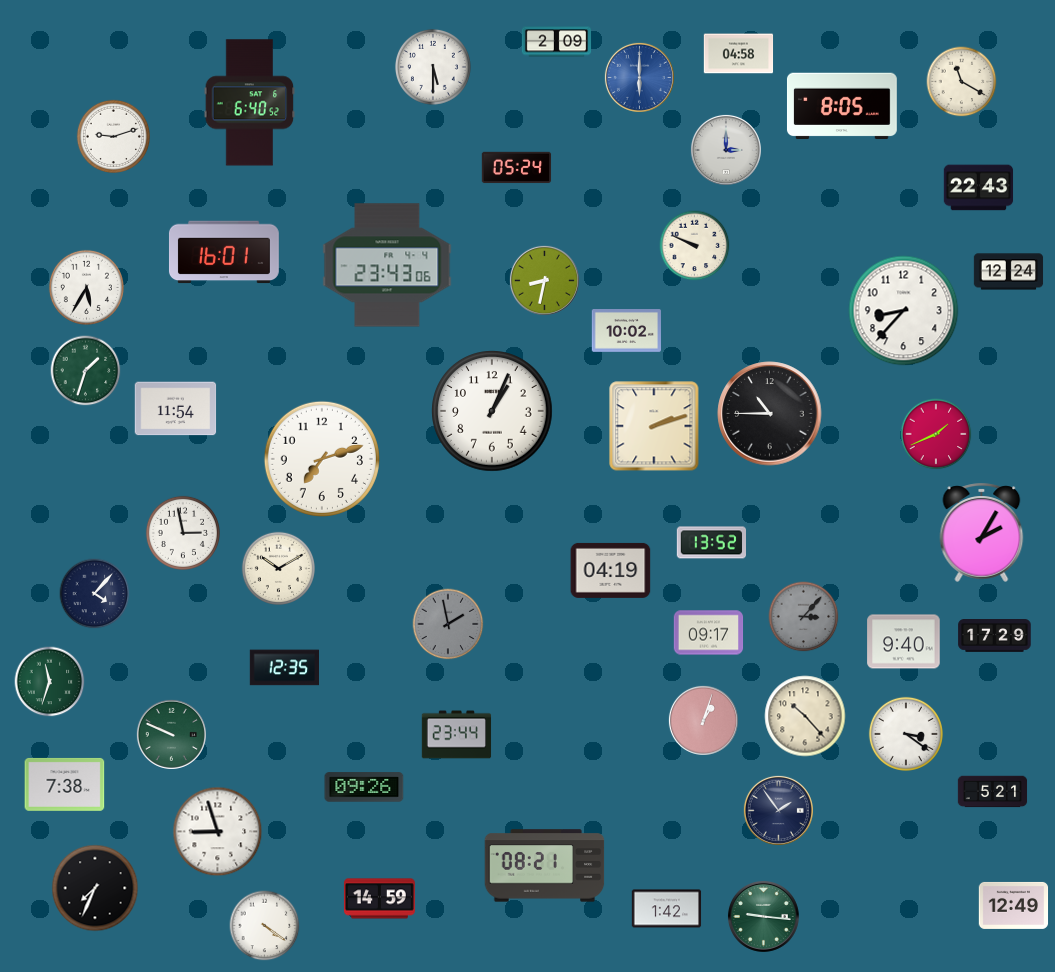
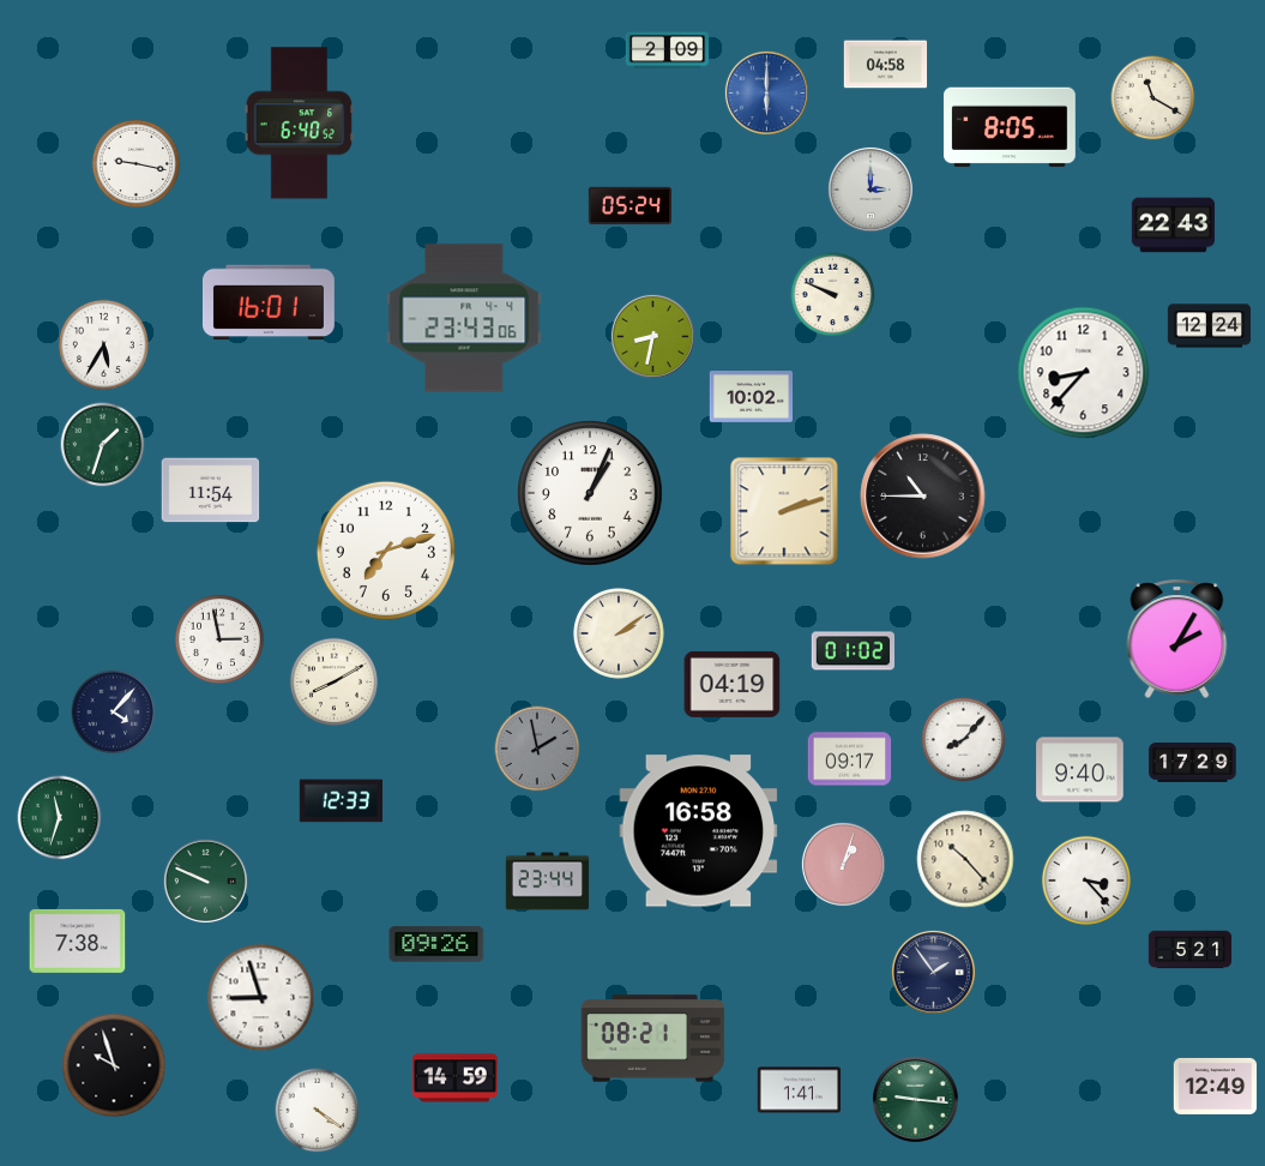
clock at (433, 67): 5:30 -> none
clock at (113, 136): 9:12 -> 9:17
clock at (726, 150) position: (726, 150) -> (871, 190)
clock at (517, 168) position: (517, 168) -> (631, 206)
clock at (936, 434): 1:41 -> none
clock at (619, 633): none -> 2:09
clock at (711, 543): 13:52 -> 01:02
clock at (278, 568): 10:10 -> 8:10
clock at (804, 617): 3:07 -> 8:07
clock at (804, 617) dial: grey -> white
clock at (904, 642) position: (904, 642) -> (1080, 770)
clock at (284, 668): 12:35 -> 12:33
clock at (699, 831): none -> 16:58
clock at (906, 734): 3:21 -> 3:23
clock at (95, 888): 7:34 -> 9:57
clock at (667, 909): 1:42 -> 1:41
